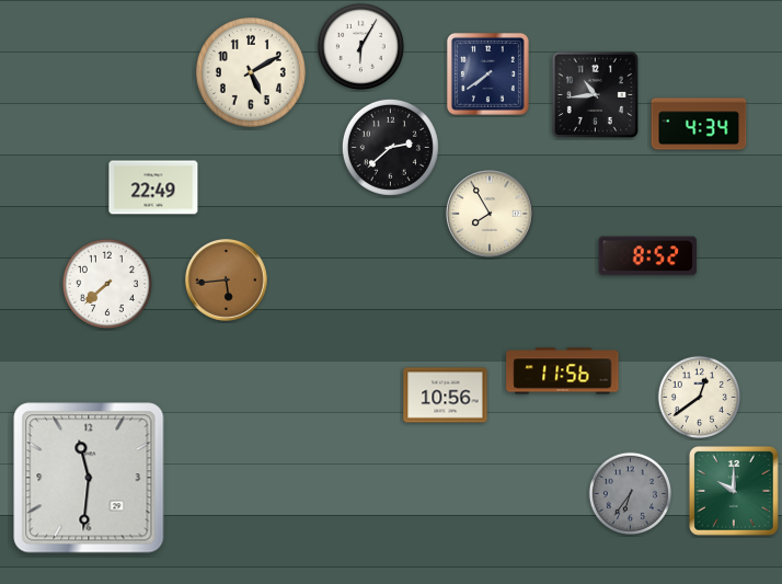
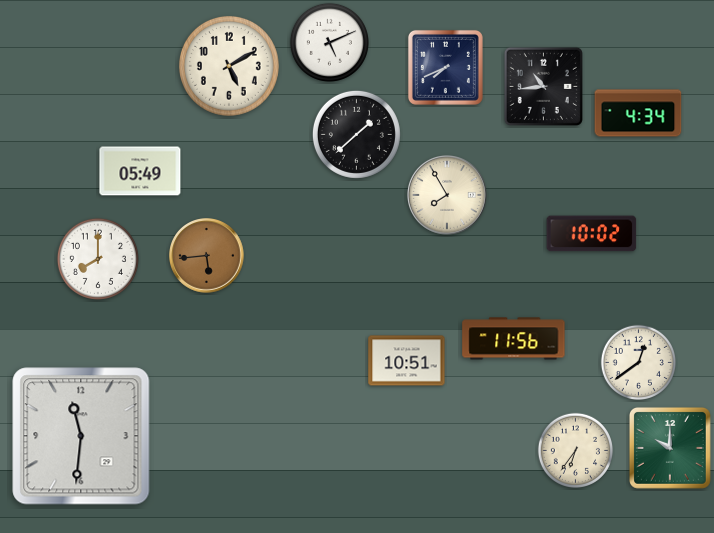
clock at (360, 46): 6:05 -> 5:11
clock at (487, 73): 7:39 -> 7:41
clock at (390, 147): 2:38 -> 1:38
clock at (153, 187): 22:49 -> 05:49
clock at (648, 256): 8:52 -> 10:02
clock at (107, 284): 7:38 -> 8:00
clock at (446, 396): 10:56 -> 10:51
clock at (630, 493) dial: grey -> cream
